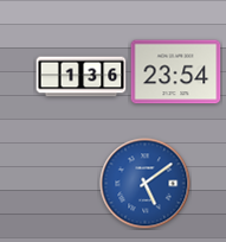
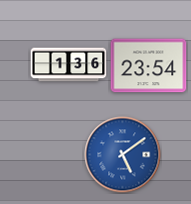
clock at (176, 72) position: (176, 72) -> (149, 66)
